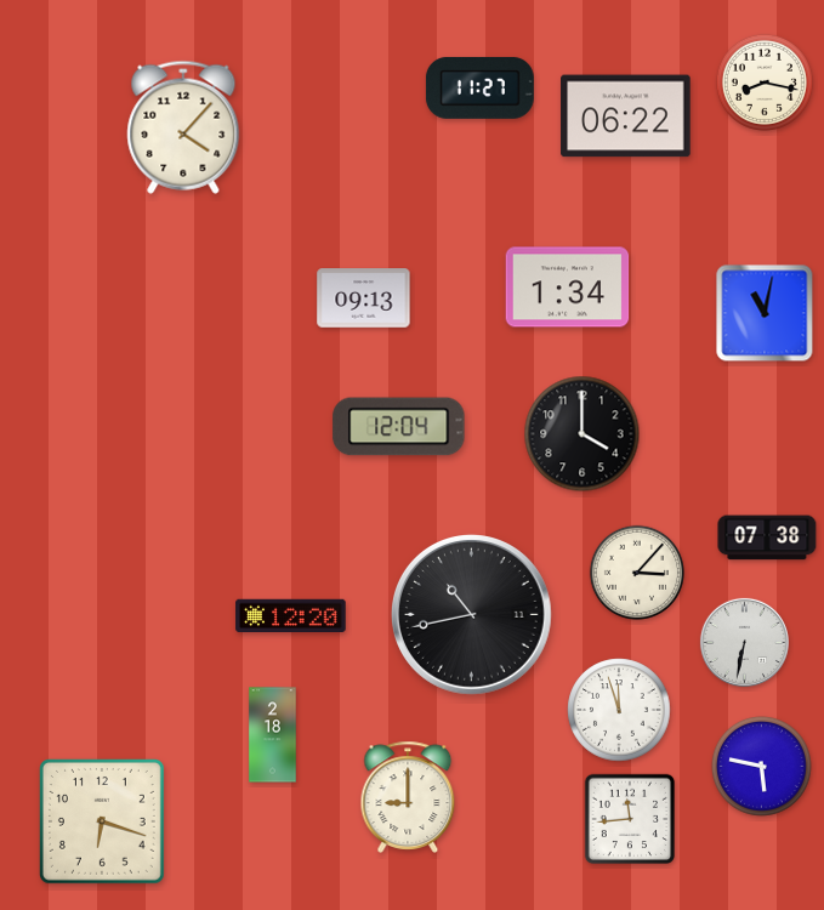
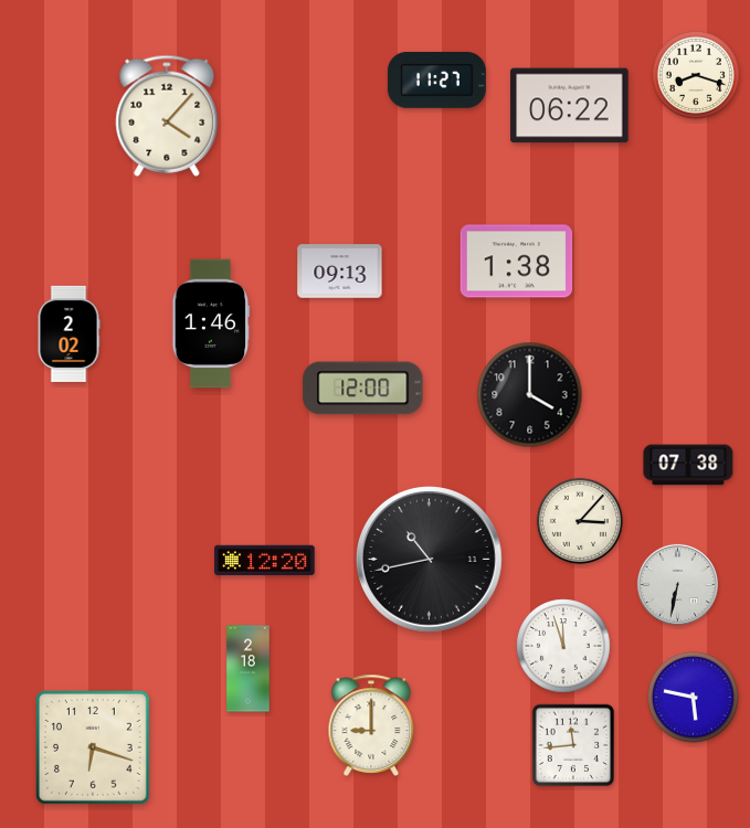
clock at (765, 83): 8:17 -> 8:18
clock at (568, 288): 1:34 -> 1:38
clock at (364, 298) position: (364, 298) -> (340, 272)
clock at (765, 313): 11:02 -> none
clock at (211, 323): none -> 1:46
clock at (68, 333): none -> 2:02
clock at (399, 427): 12:04 -> 12:00
clock at (767, 538) position: (767, 538) -> (688, 465)
